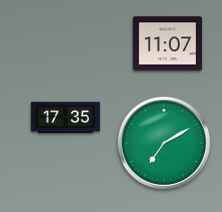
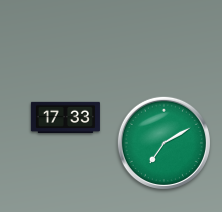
clock at (167, 44): 11:07 -> none
clock at (65, 118): 17:35 -> 17:33
